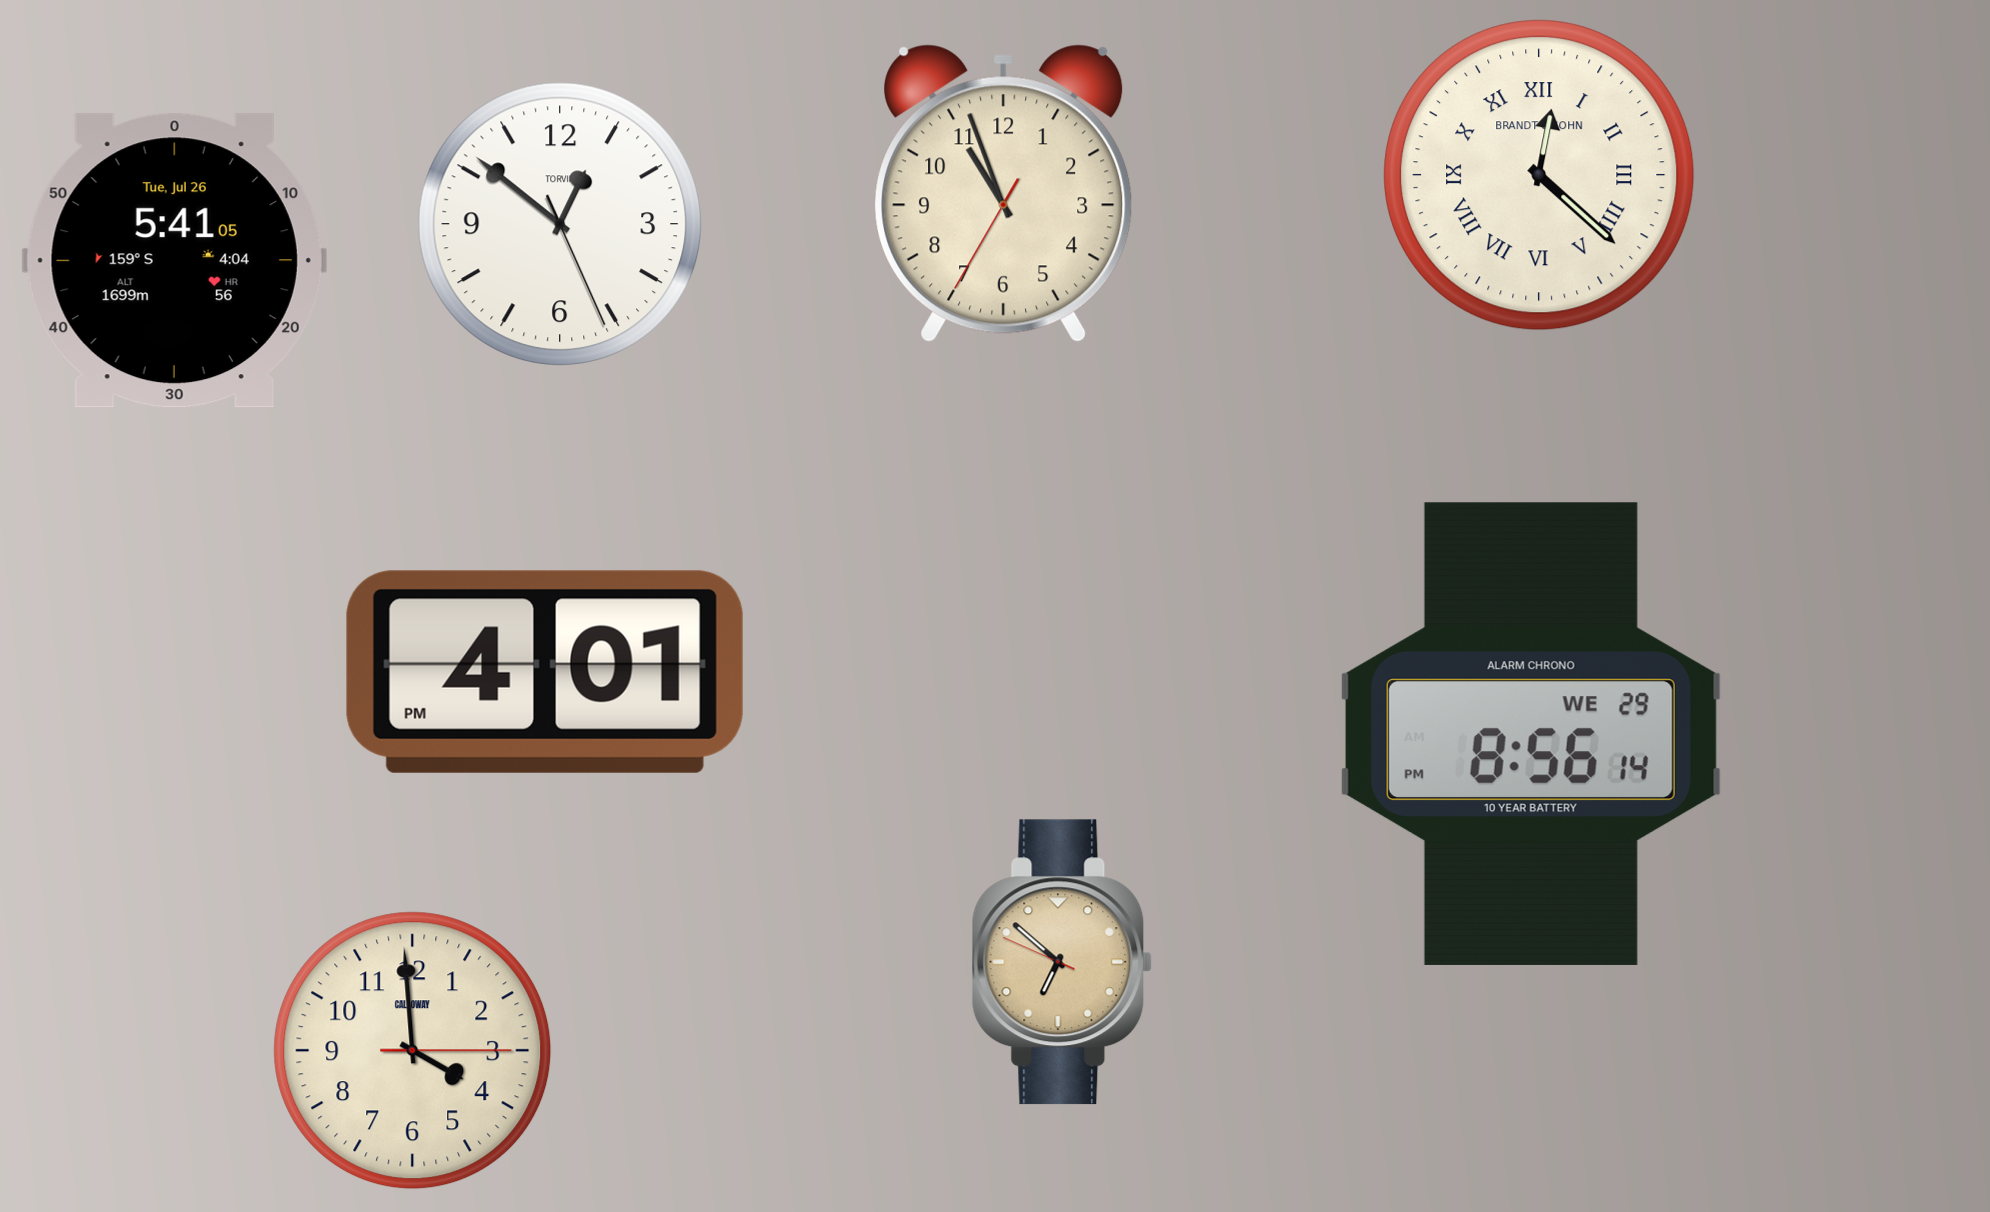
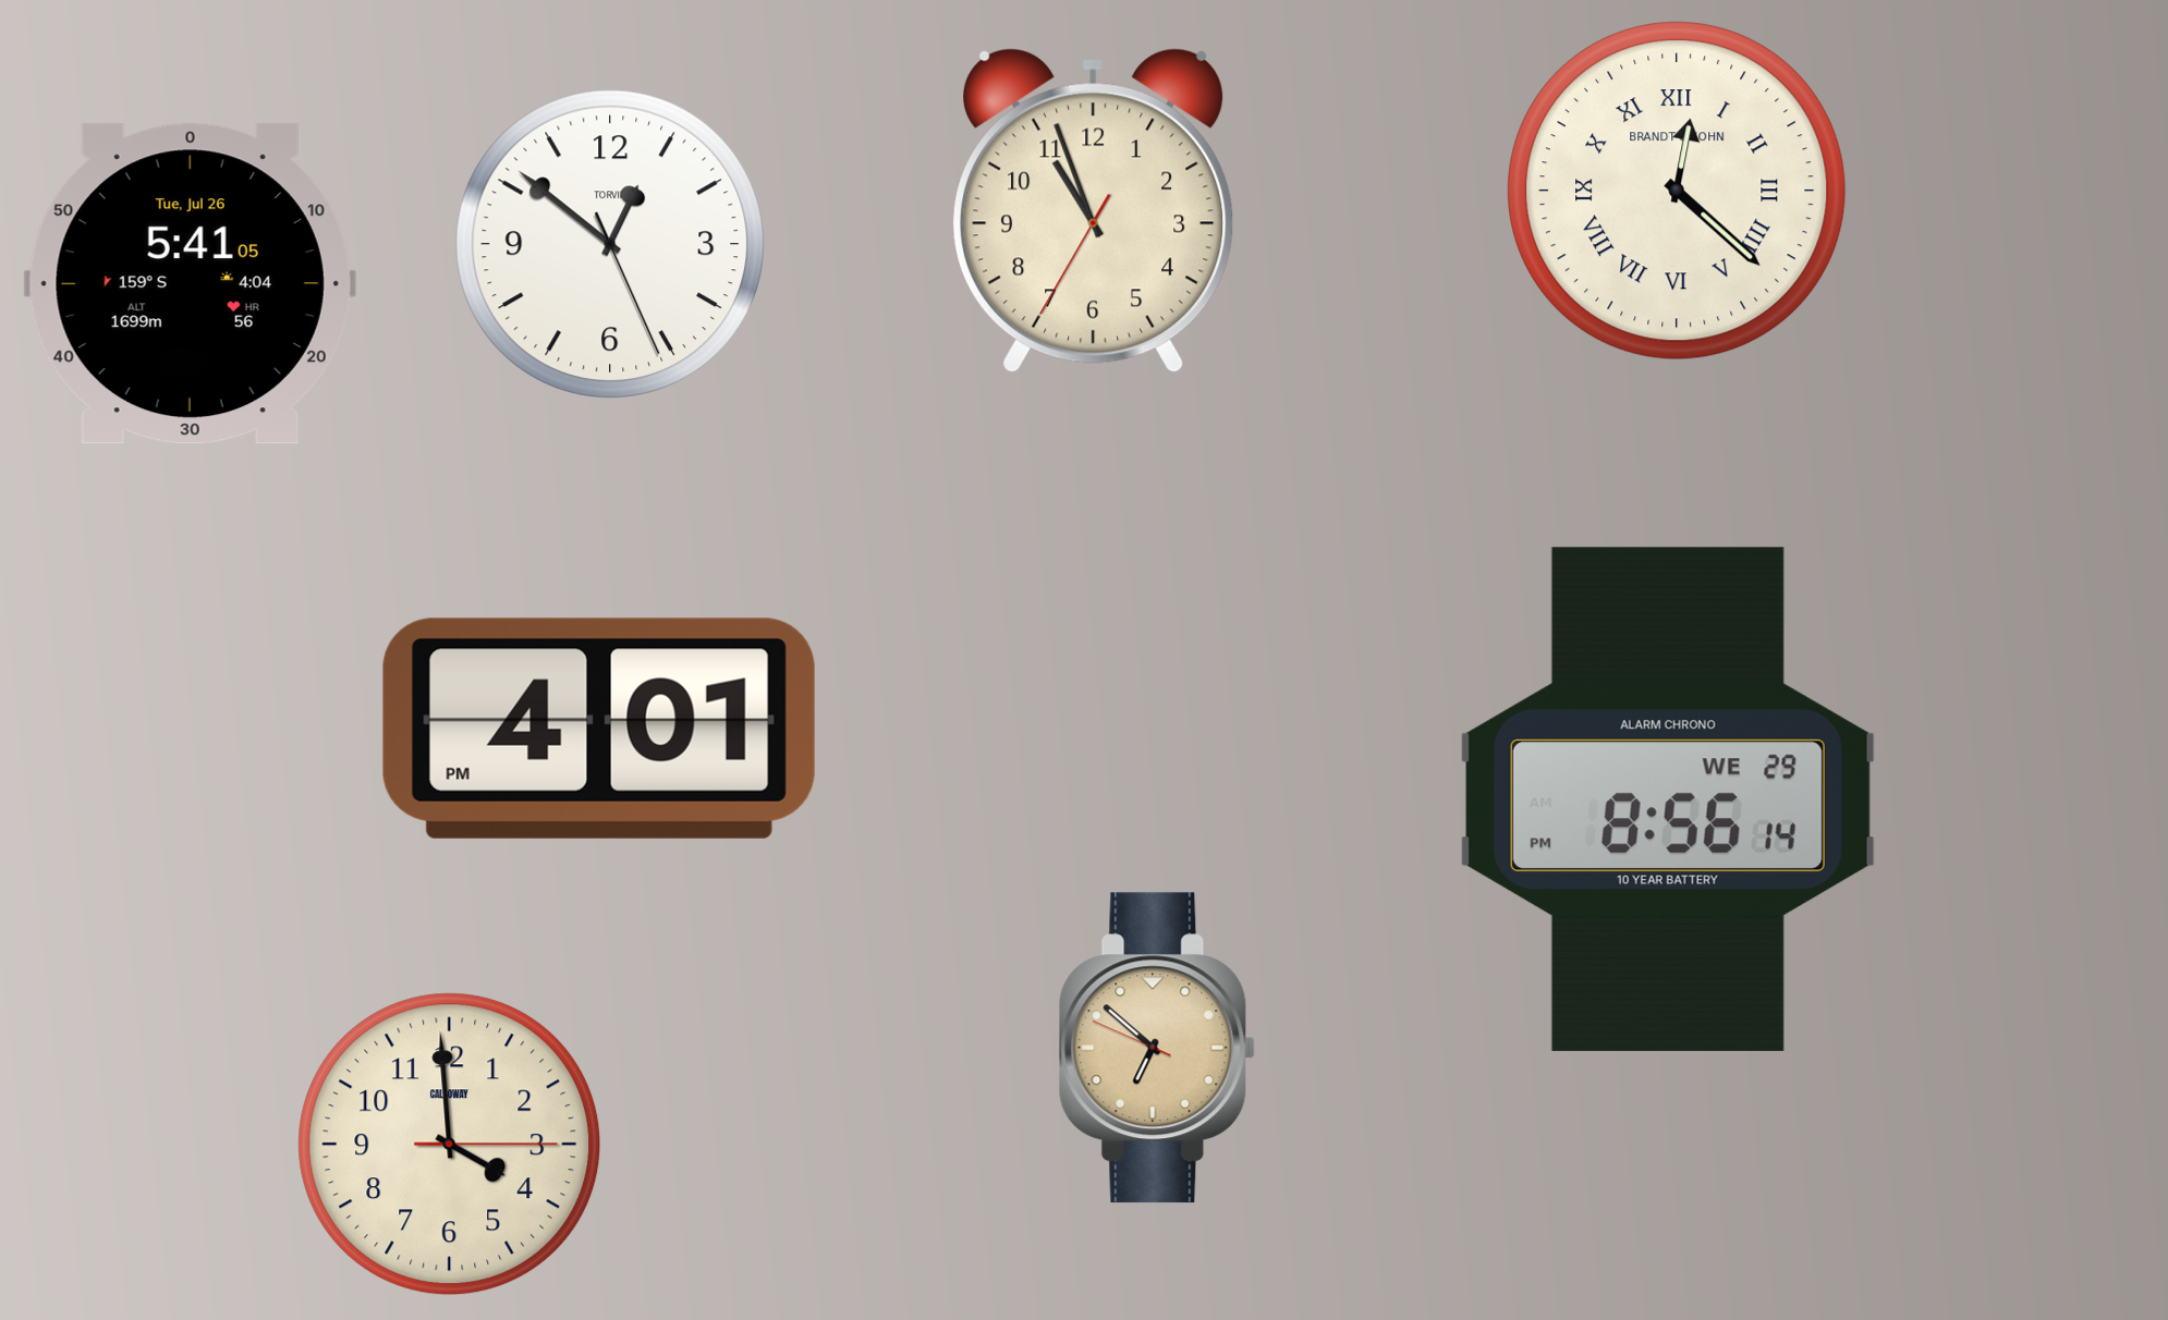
clock at (545, 672) position: (545, 672) -> (599, 729)
